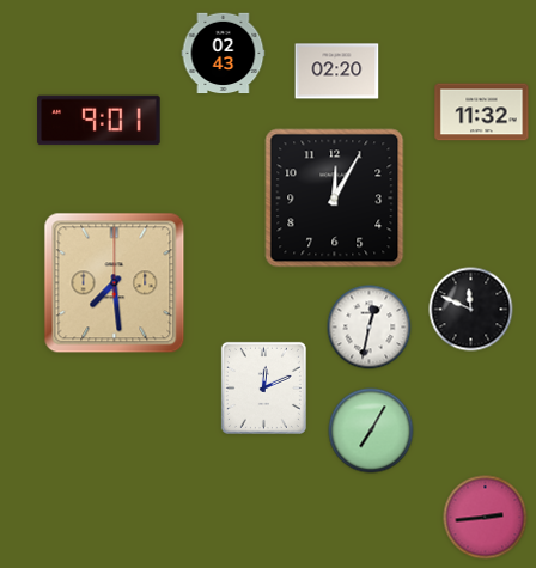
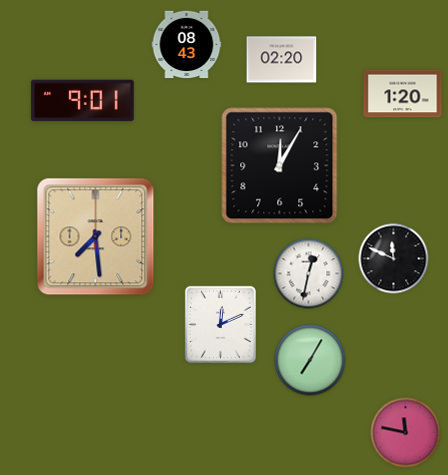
clock at (224, 54): 02:43 -> 08:43
clock at (482, 112): 11:32 -> 1:20
clock at (486, 518): 2:44 -> 11:47
